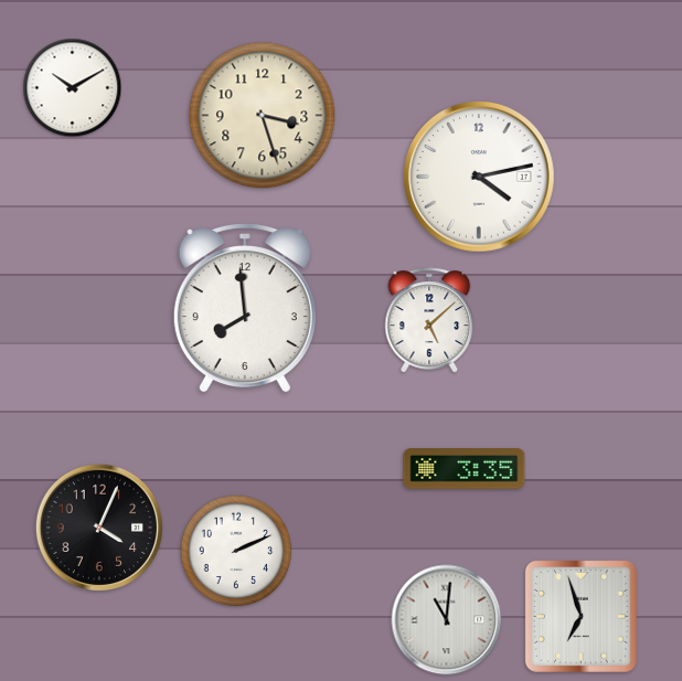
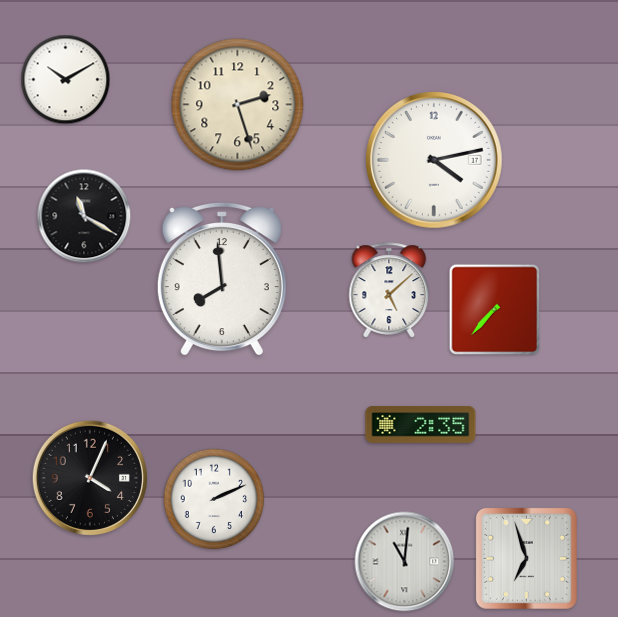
clock at (263, 116): 3:27 -> 2:27
clock at (84, 216): none -> 11:20
clock at (495, 310): none -> 7:37
clock at (465, 469): 3:35 -> 2:35
